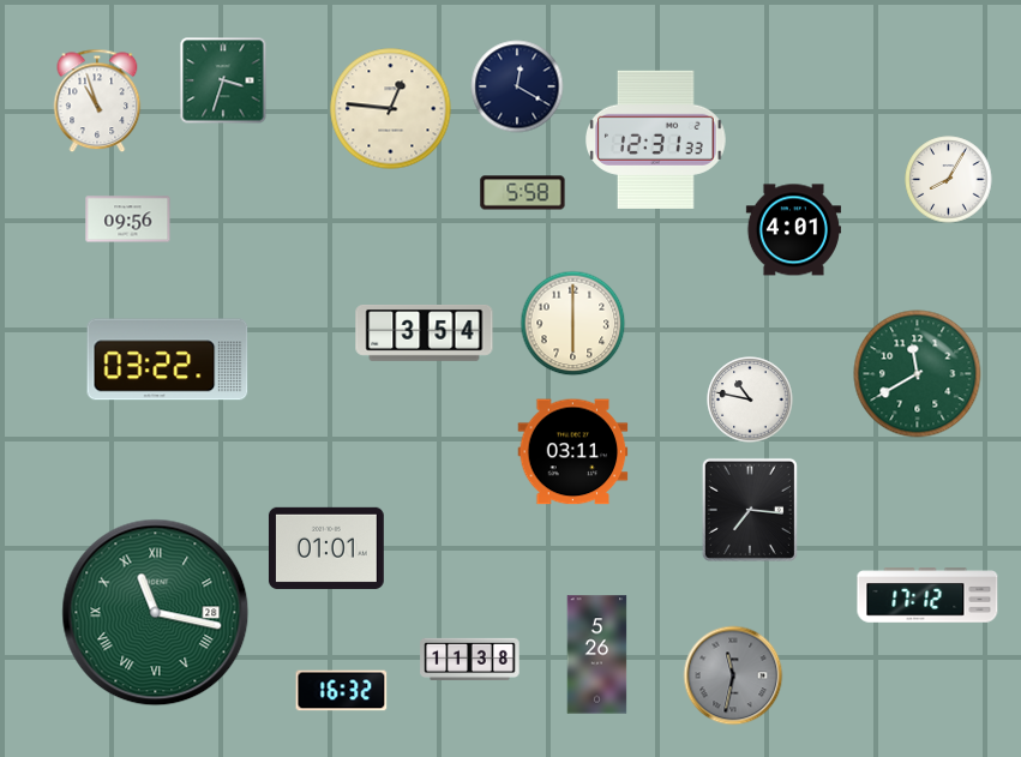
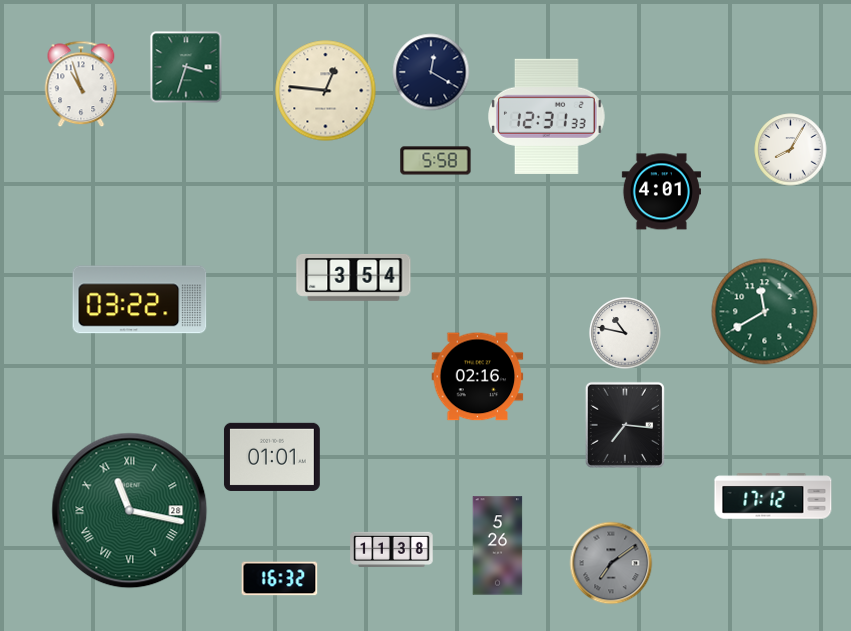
clock at (128, 220): 09:56 -> none
clock at (573, 324): 6:00 -> none
clock at (573, 452): 03:11 -> 02:16
clock at (733, 675): 11:32 -> 7:09
clock at (342, 691) position: (342, 691) -> (280, 579)
